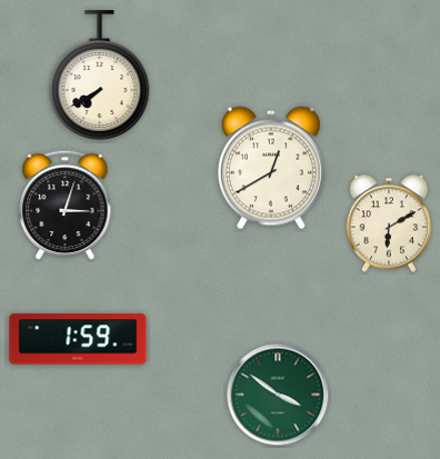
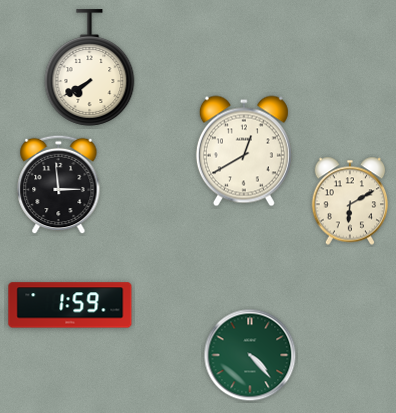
clock at (66, 206): 3:03 -> 2:59
clock at (278, 395): 3:51 -> 4:23
